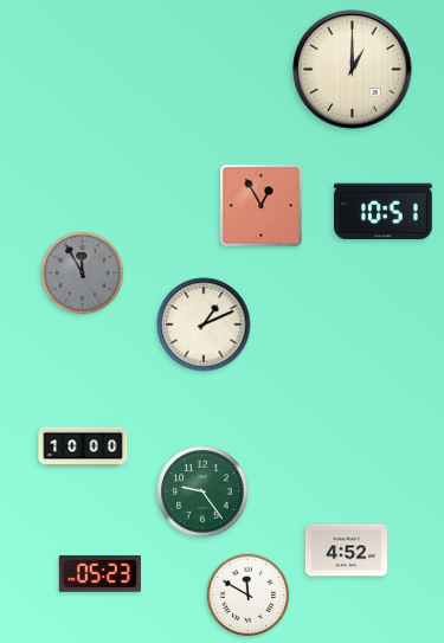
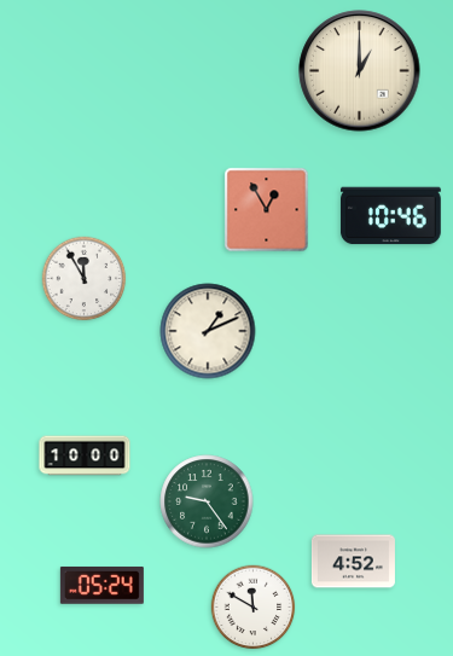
clock at (382, 212): 10:51 -> 10:46
clock at (83, 274) dial: grey -> white
clock at (99, 573): 05:23 -> 05:24
